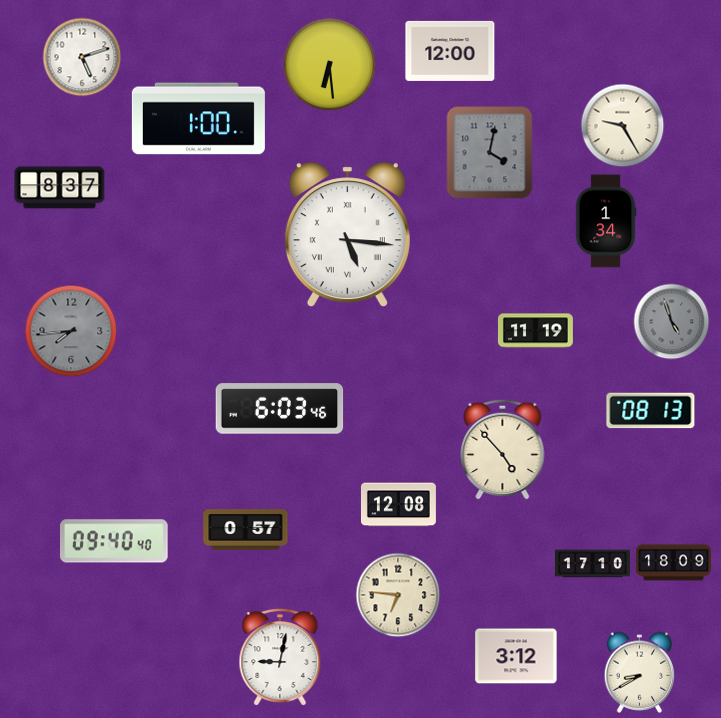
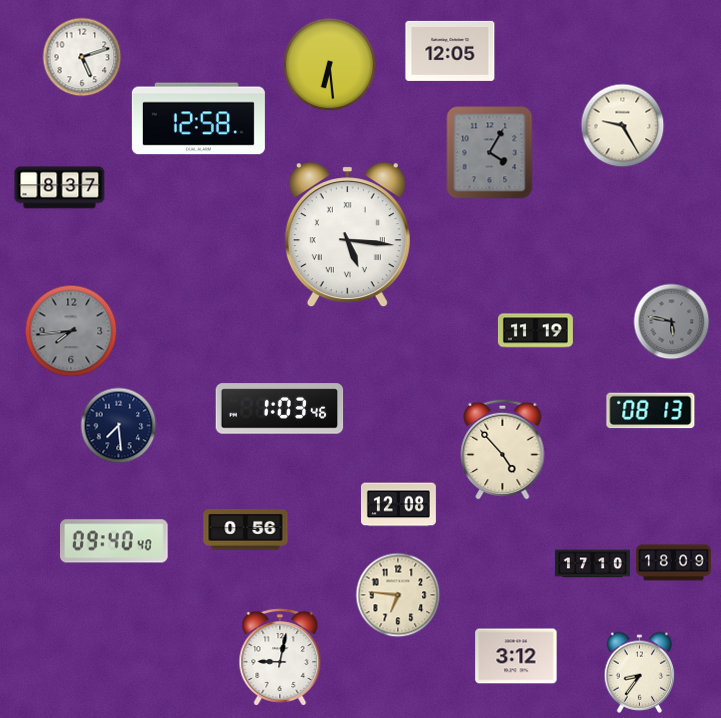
clock at (450, 51): 12:00 -> 12:05
clock at (198, 119): 1:00 -> 12:58
clock at (490, 153): 4:02 -> 4:05
clock at (606, 221): 1:34 -> none
clock at (672, 322): 4:57 -> 5:47
clock at (280, 409): 6:03 -> 1:03
clock at (119, 426): none -> 7:29
clock at (246, 530): 0:57 -> 0:56
clock at (640, 672): 8:40 -> 8:36
